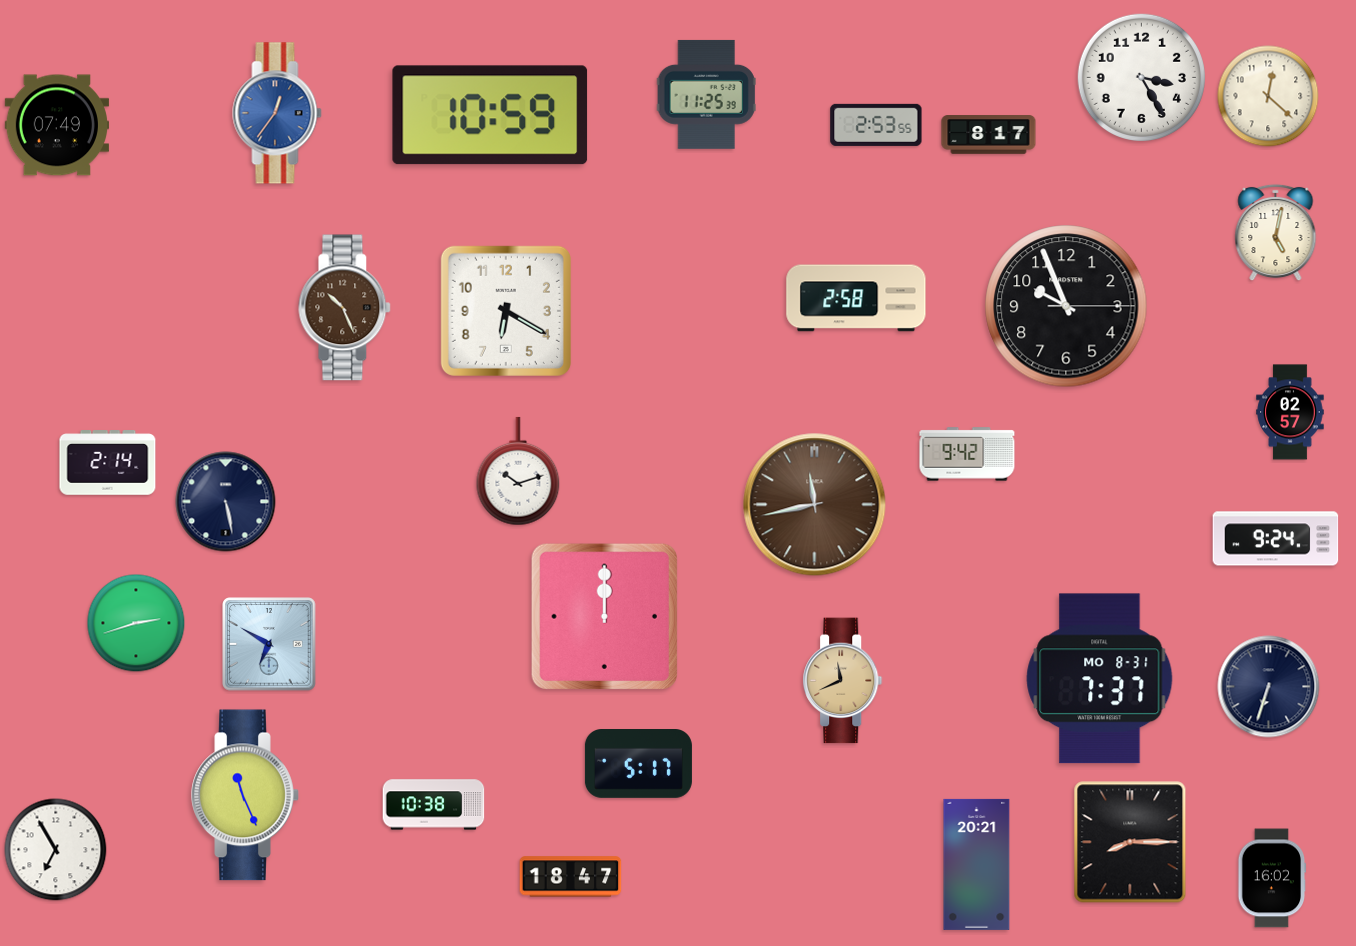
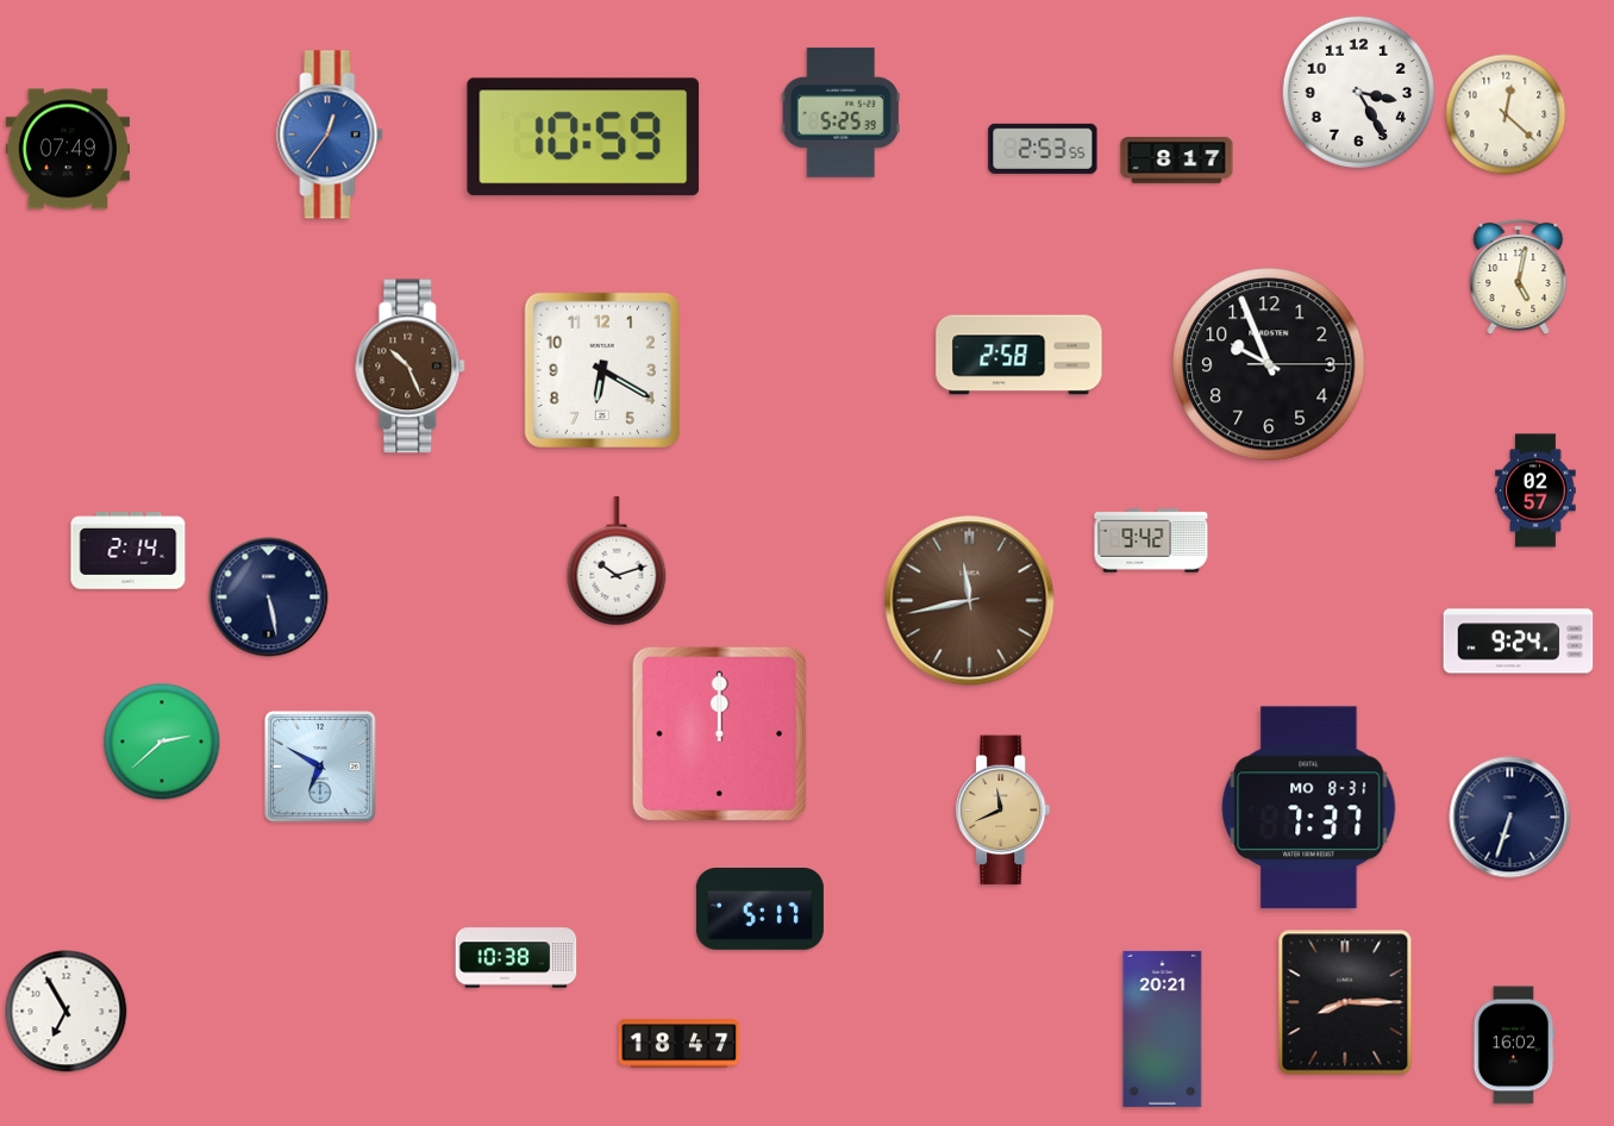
clock at (706, 94): 11:25 -> 5:25
clock at (1268, 96) position: (1268, 96) -> (1506, 114)
clock at (136, 623): 2:42 -> 2:38
clock at (245, 795): 11:26 -> none
